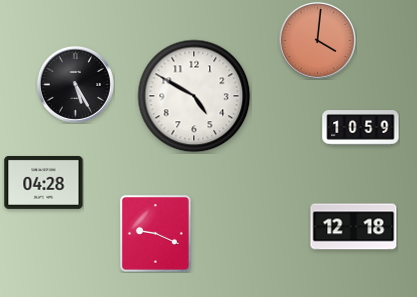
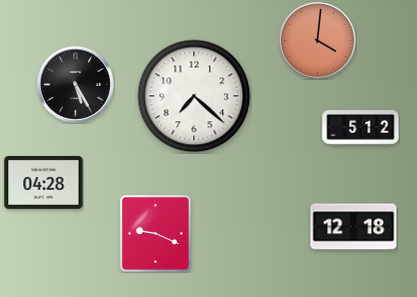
clock at (194, 96): 4:50 -> 7:22
clock at (361, 128): 10:59 -> 5:12
